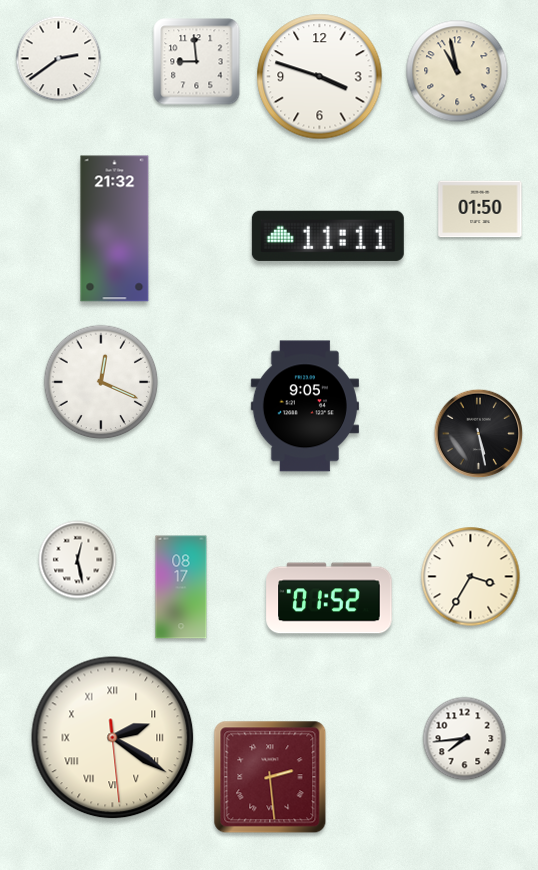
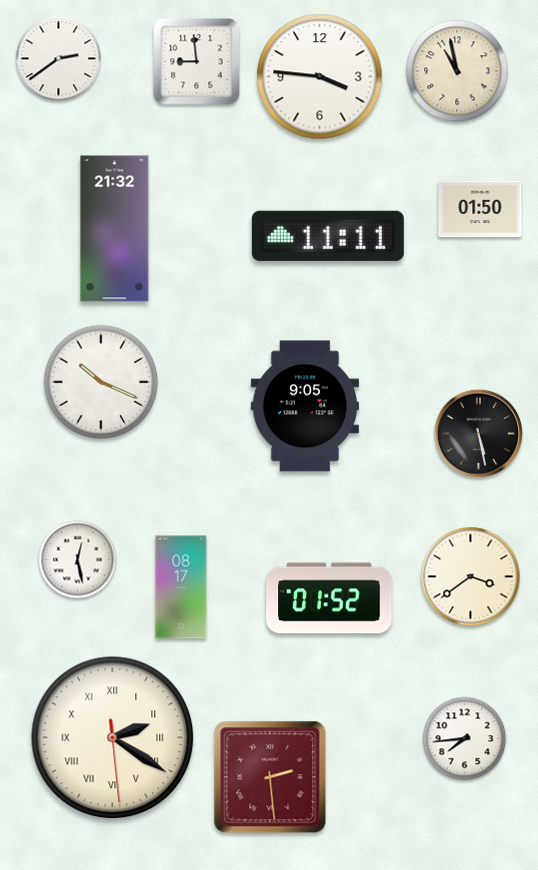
clock at (320, 77): 3:48 -> 3:46
clock at (101, 382): 12:19 -> 10:19
clock at (471, 577): 3:35 -> 3:39
